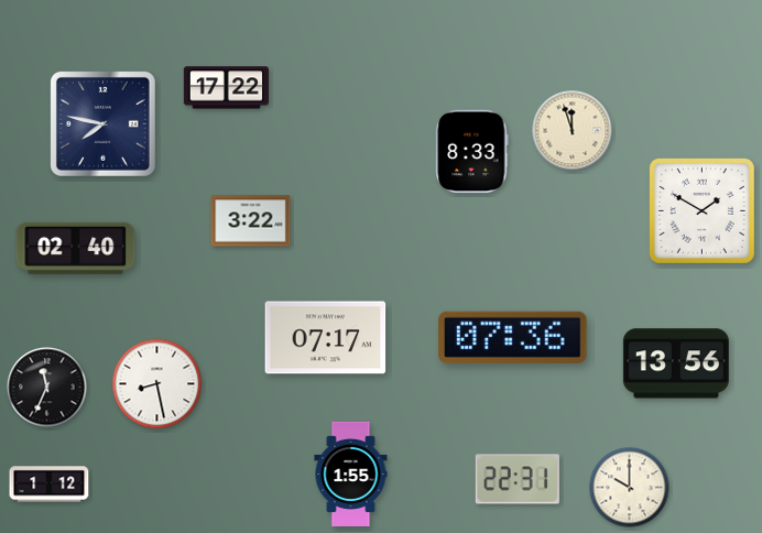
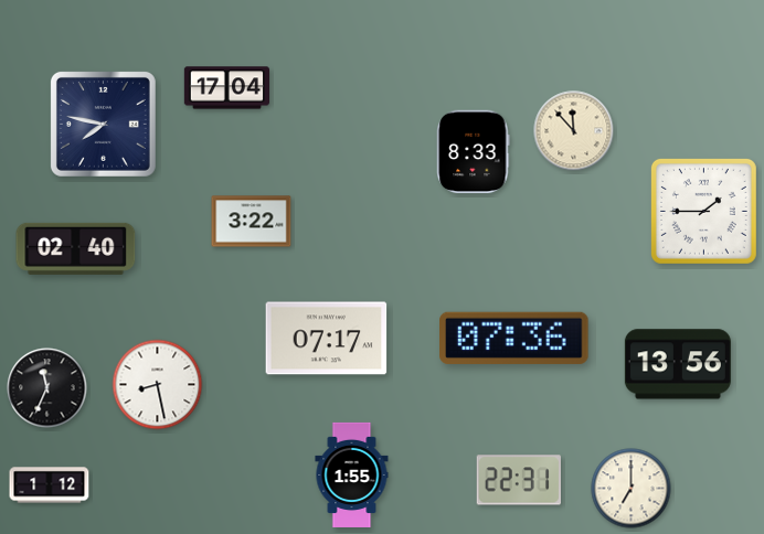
clock at (226, 88): 17:22 -> 17:04
clock at (573, 131): 11:57 -> 11:53
clock at (701, 210): 1:50 -> 1:45
clock at (630, 488): 10:00 -> 7:00
